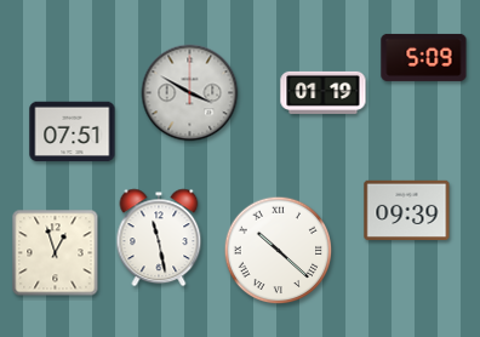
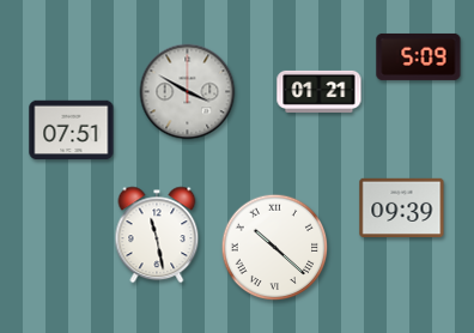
clock at (324, 92): 01:19 -> 01:21
clock at (56, 253): 12:57 -> none
